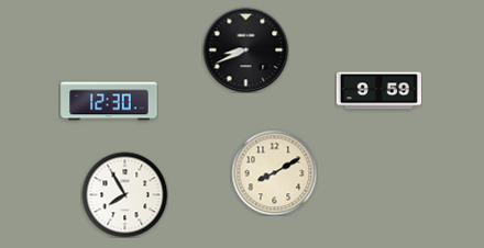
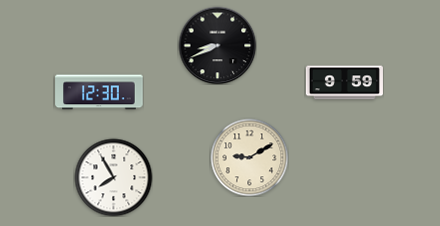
clock at (245, 49) position: (245, 49) -> (217, 45)
clock at (274, 172): 8:10 -> 9:10
